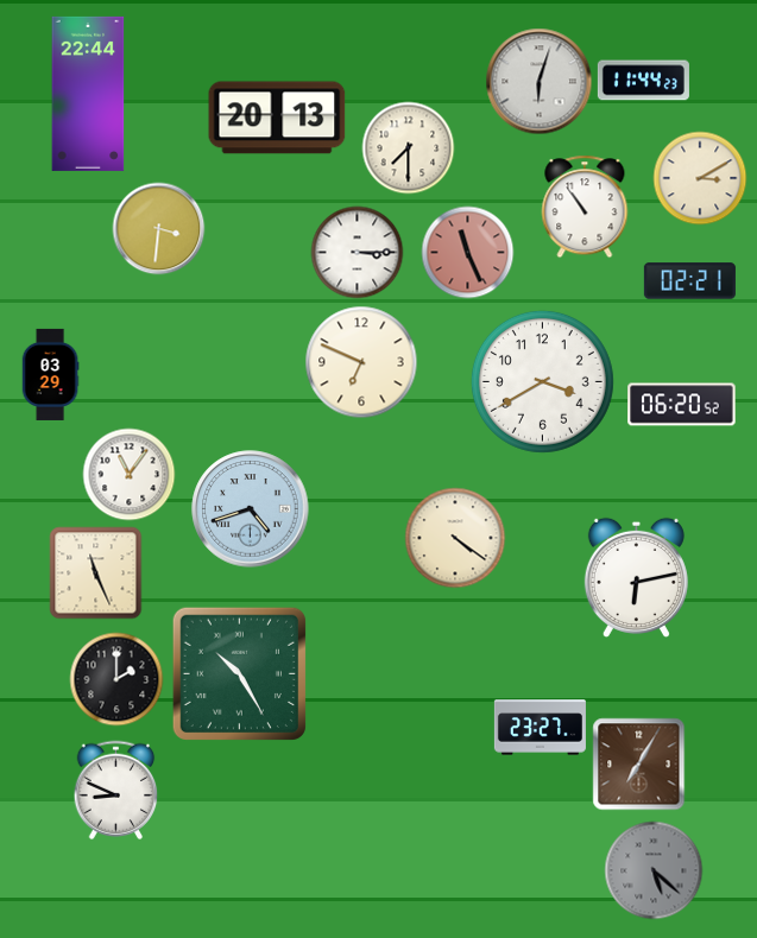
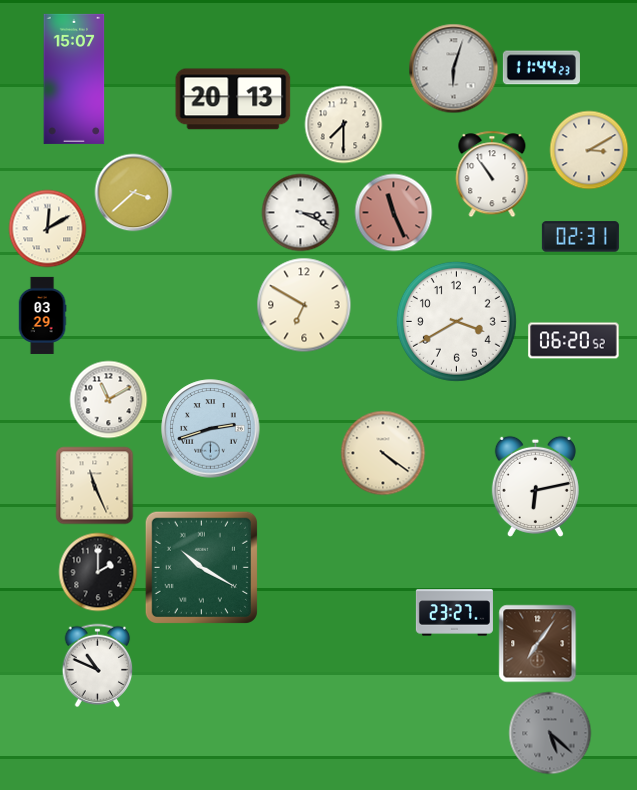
clock at (88, 94): 22:44 -> 15:07
clock at (158, 228): 3:31 -> 3:38
clock at (357, 252): 3:15 -> 3:19
clock at (47, 228): none -> 12:10
clock at (689, 281): 02:21 -> 02:31
clock at (361, 362): 6:49 -> 6:50
clock at (128, 474): 11:06 -> 11:10
clock at (251, 509): 4:42 -> 2:42
clock at (95, 572) position: (95, 572) -> (94, 485)
clock at (239, 673): 10:25 -> 10:20
clock at (638, 763): 7:05 -> 7:06
clock at (116, 790): 8:49 -> 10:49
